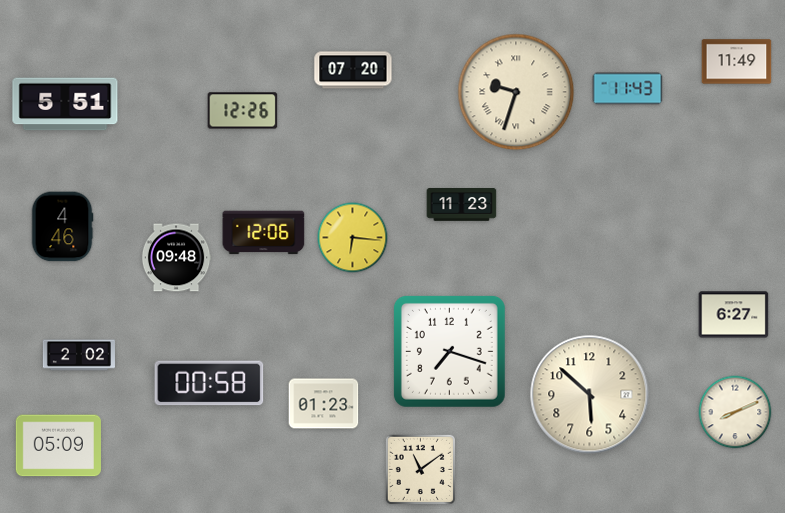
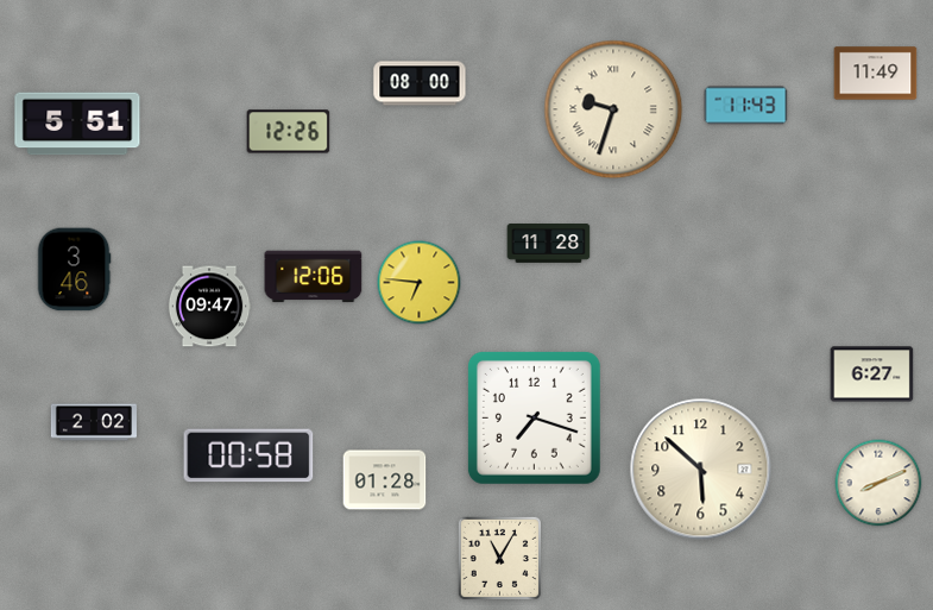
clock at (353, 70): 07:20 -> 08:00
clock at (462, 205): 11:23 -> 11:28
clock at (62, 227): 4:46 -> 3:46
clock at (353, 238): 6:16 -> 6:46
clock at (176, 258): 09:48 -> 09:47
clock at (324, 404): 01:23 -> 01:28
clock at (735, 412) position: (735, 412) -> (878, 483)
clock at (58, 446): 05:09 -> none
clock at (420, 469): 11:09 -> 11:05
